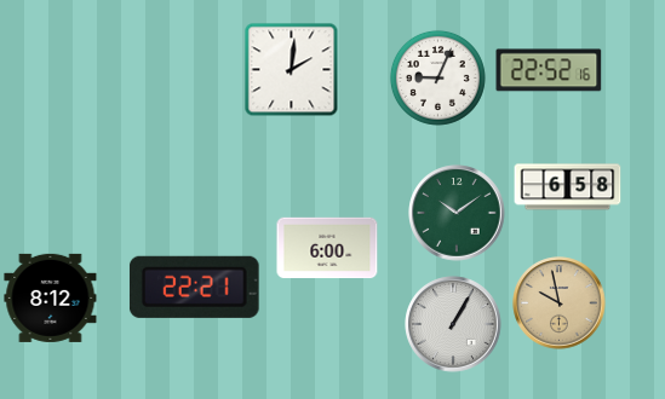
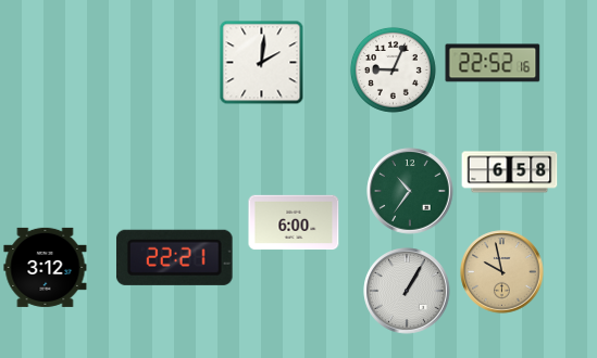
clock at (568, 187) position: (568, 187) -> (510, 172)
clock at (457, 213): 10:09 -> 10:36
clock at (51, 297): 8:12 -> 3:12
